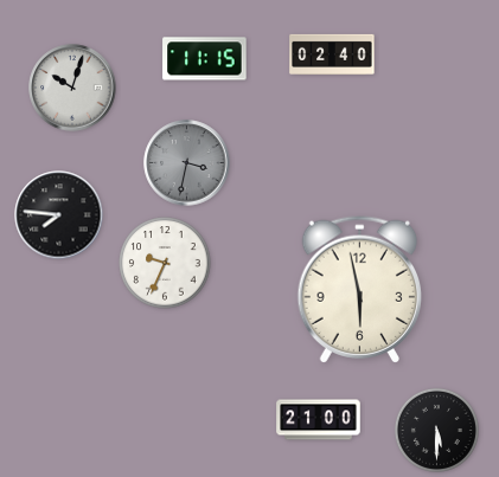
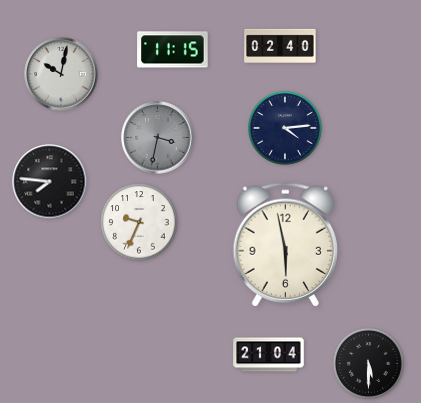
clock at (72, 88): 10:03 -> 10:02
clock at (285, 128): none -> 4:14
clock at (360, 289) position: (360, 289) -> (286, 244)
clock at (319, 420): 21:00 -> 21:04
